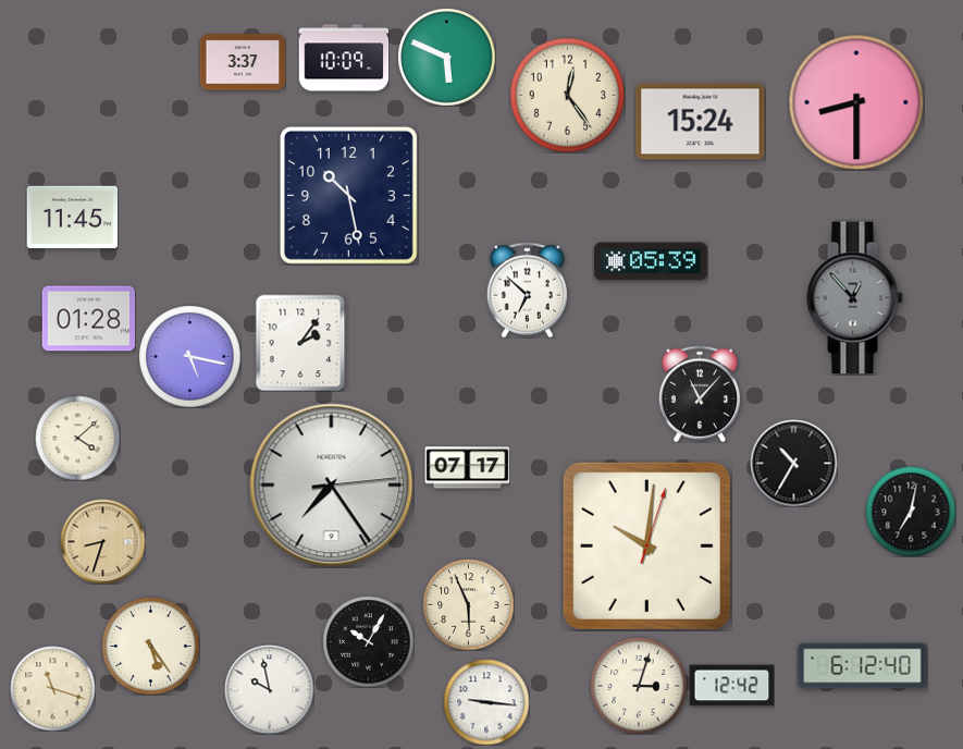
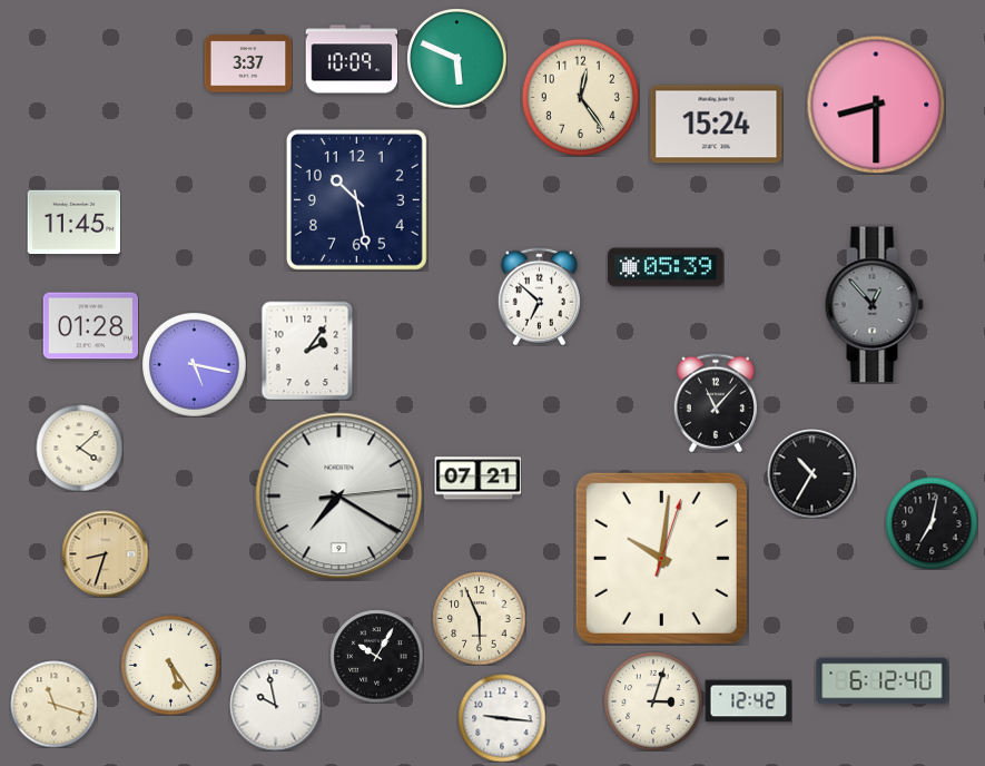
clock at (467, 468): 07:17 -> 07:21
clock at (332, 486): 7:24 -> 7:20
clock at (150, 646) position: (150, 646) -> (170, 665)
clock at (486, 702) position: (486, 702) -> (502, 718)
